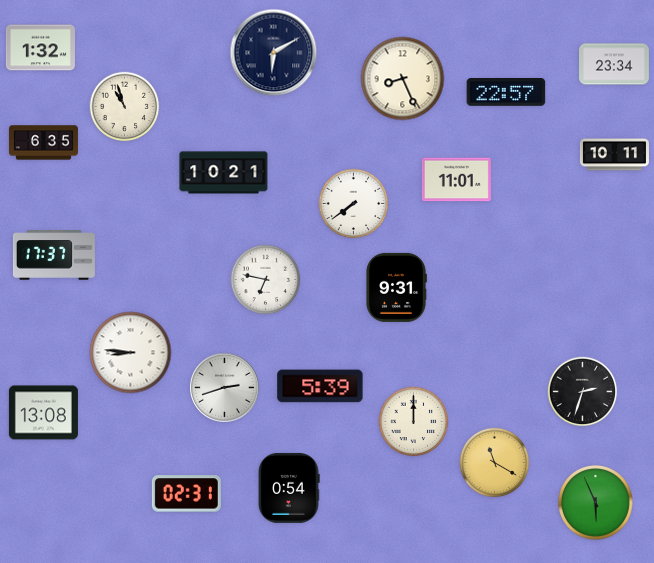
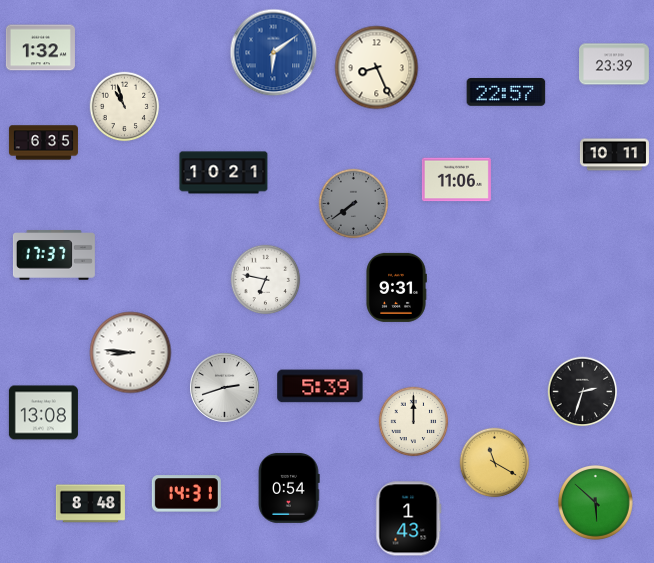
clock at (274, 53): 6:10 -> 6:09
clock at (274, 53) dial: navy -> blue
clock at (615, 64): 23:34 -> 23:39
clock at (403, 79) position: (403, 79) -> (377, 68)
clock at (456, 180): 11:01 -> 11:06
clock at (354, 204) dial: white -> grey
clock at (186, 494): 02:31 -> 14:31
clock at (596, 503): 5:56 -> 5:52
clock at (90, 504): none -> 8:48
clock at (409, 519): none -> 1:43
